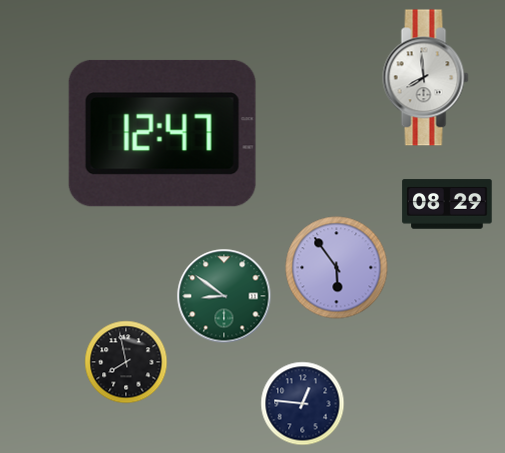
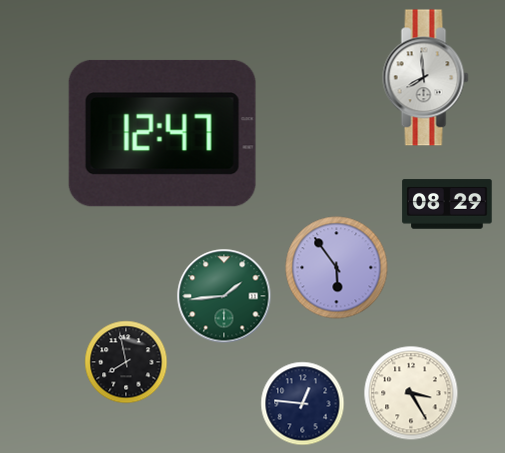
clock at (224, 296): 8:51 -> 1:44
clock at (411, 393): none -> 3:25
